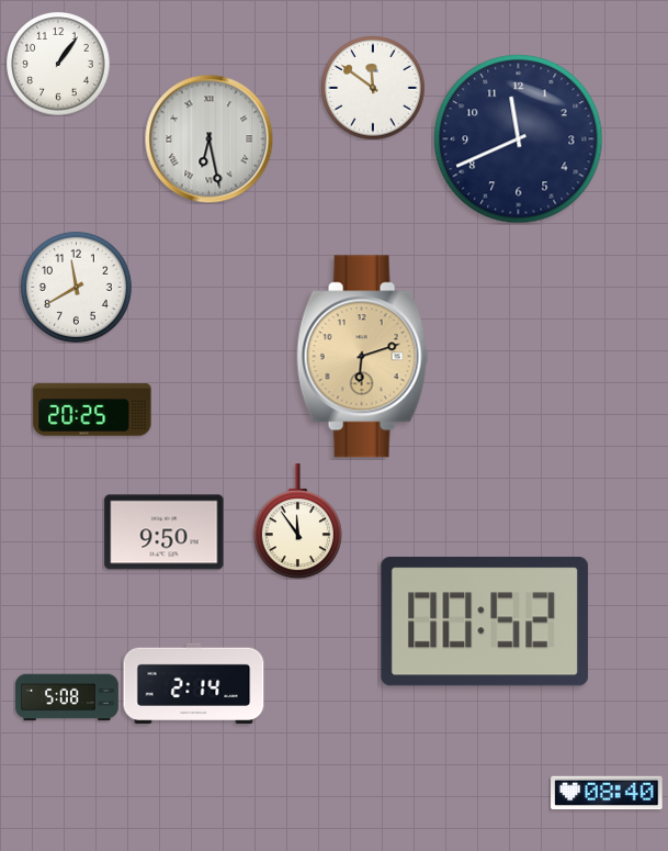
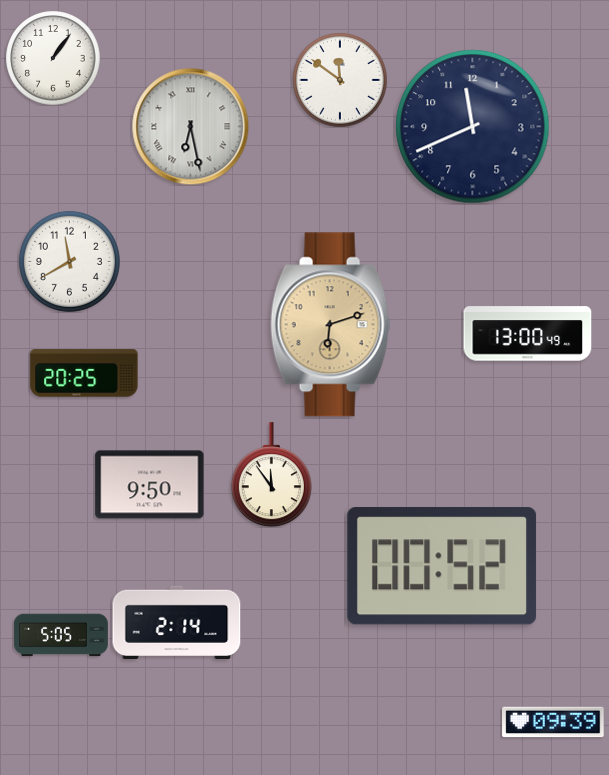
clock at (528, 334): none -> 13:00
clock at (67, 697): 5:08 -> 5:05
clock at (607, 793): 08:40 -> 09:39
